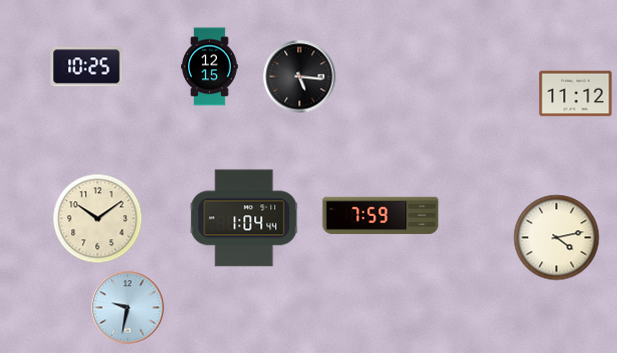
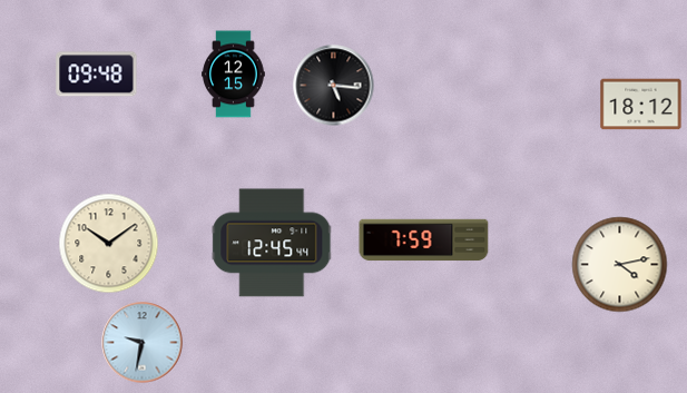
clock at (87, 67): 10:25 -> 09:48
clock at (576, 94): 11:12 -> 18:12
clock at (244, 218): 1:04 -> 12:45
